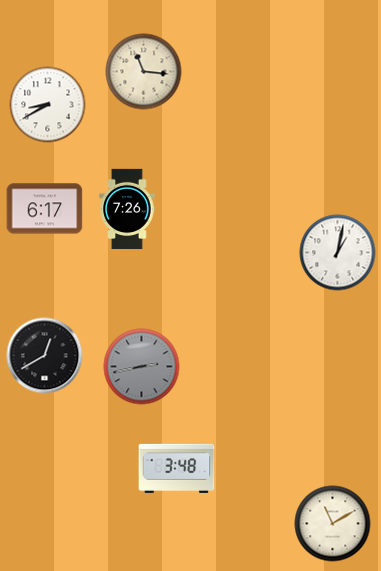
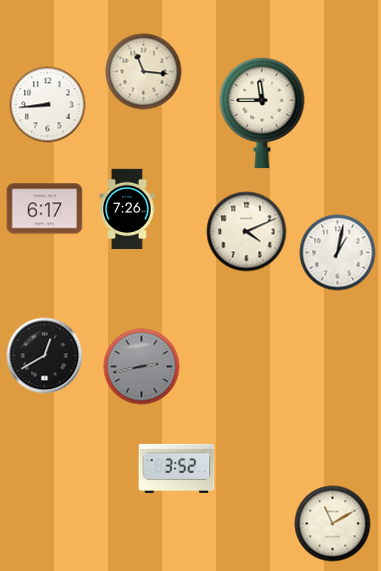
clock at (48, 105): 8:40 -> 8:44
clock at (262, 113): none -> 11:45
clock at (247, 232): none -> 4:11
clock at (177, 468): 3:48 -> 3:52
